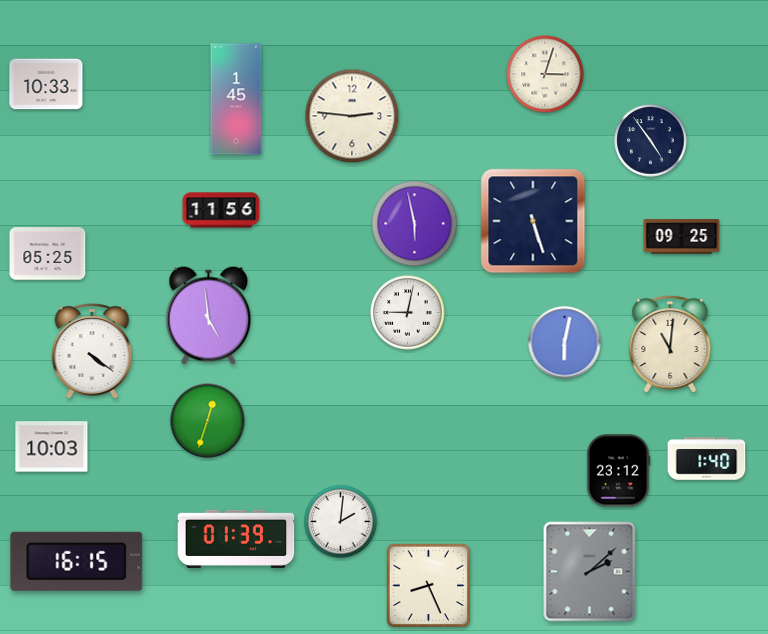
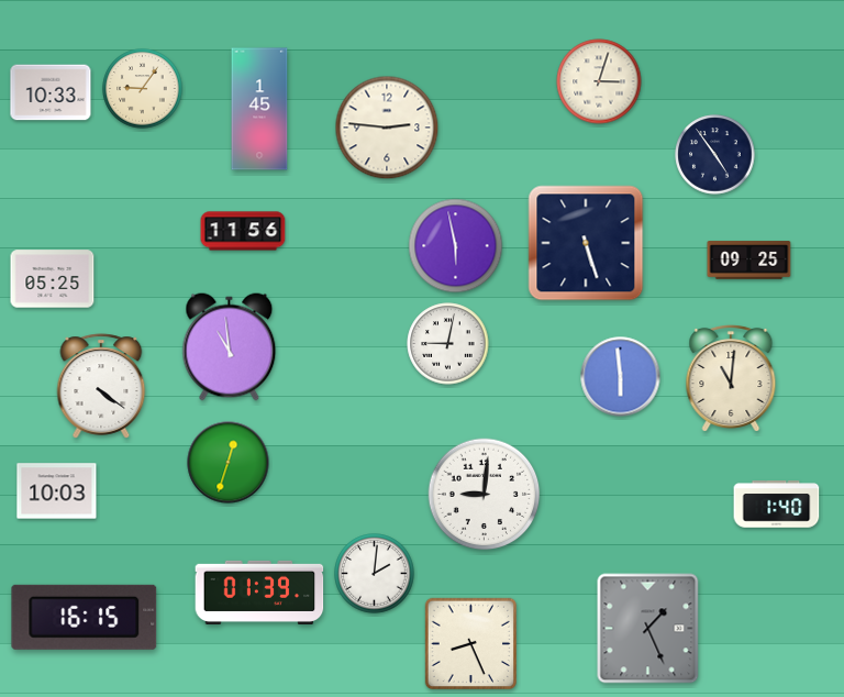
clock at (143, 89): none -> 9:06
clock at (209, 316): 4:59 -> 10:59
clock at (565, 343): 6:02 -> 5:59
clock at (670, 345) position: (670, 345) -> (731, 379)
clock at (485, 495): none -> 9:01
clock at (618, 471): 23:12 -> none
clock at (590, 572): 2:08 -> 1:26
